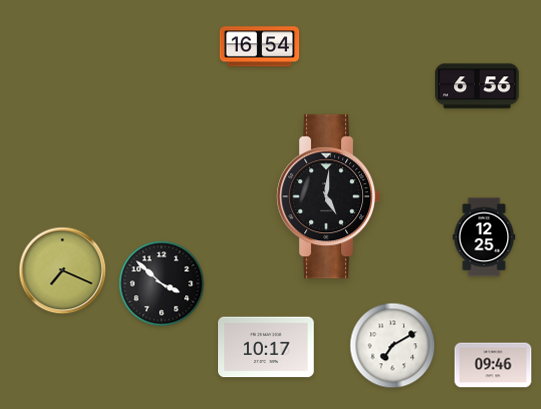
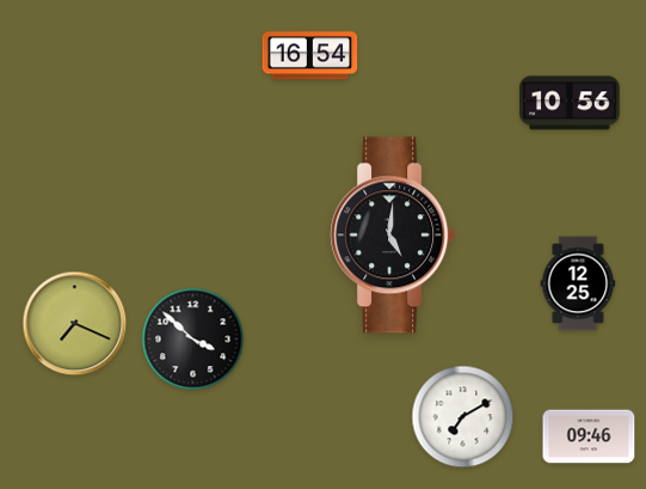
clock at (477, 86): 6:56 -> 10:56
clock at (393, 346) position: (393, 346) -> (463, 417)
clock at (267, 347): 10:17 -> none
